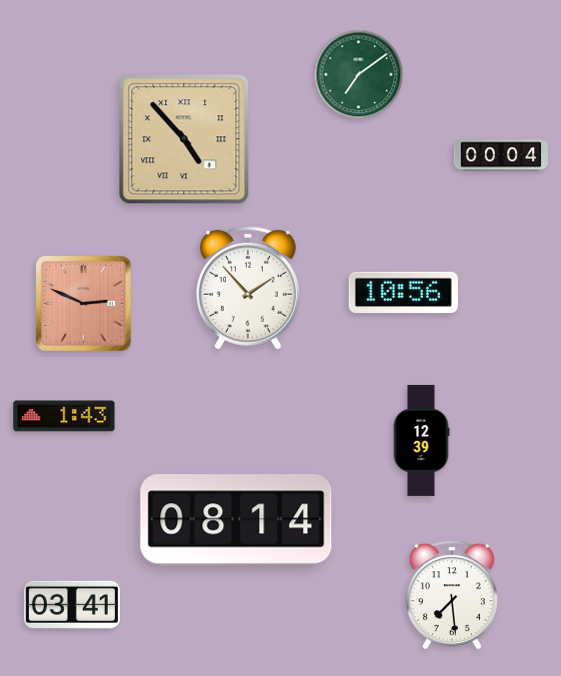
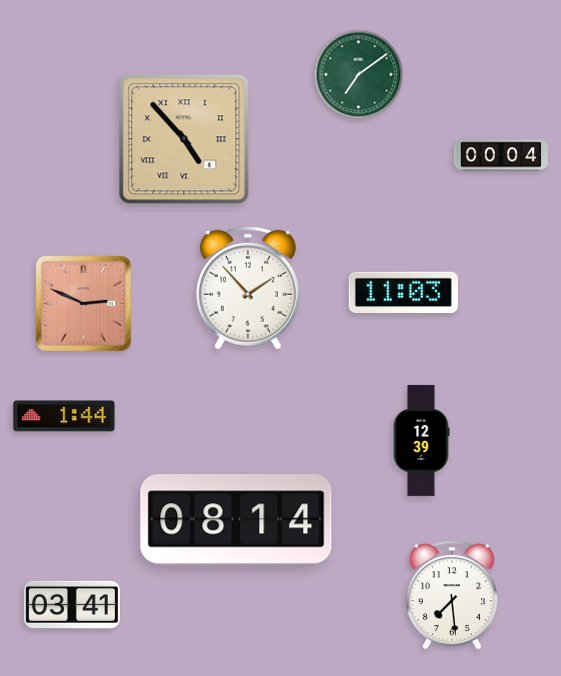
clock at (403, 292): 10:56 -> 11:03
clock at (64, 416): 1:43 -> 1:44
